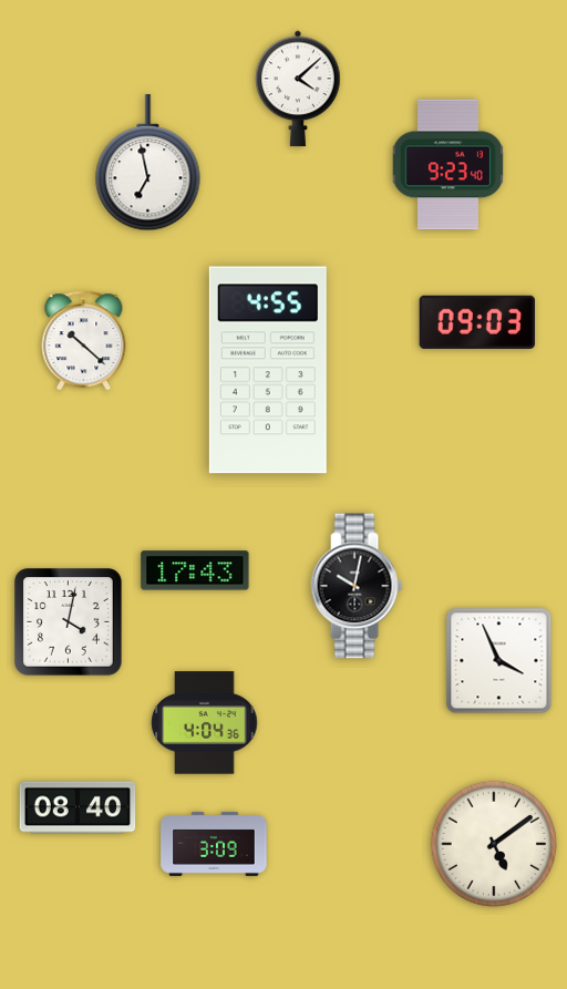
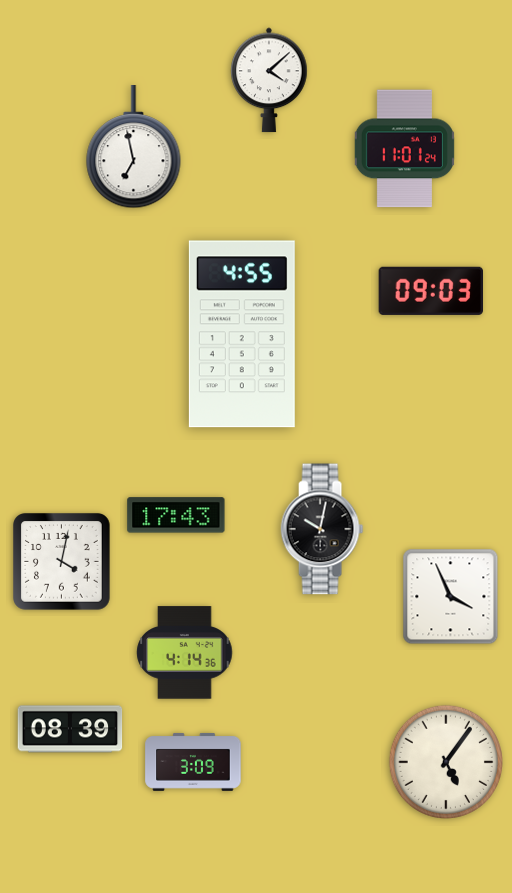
clock at (447, 165): 9:23 -> 11:01
clock at (84, 341): 10:22 -> none
clock at (205, 723): 4:04 -> 4:14
clock at (78, 807): 08:40 -> 08:39
clock at (494, 844): 5:09 -> 5:06
